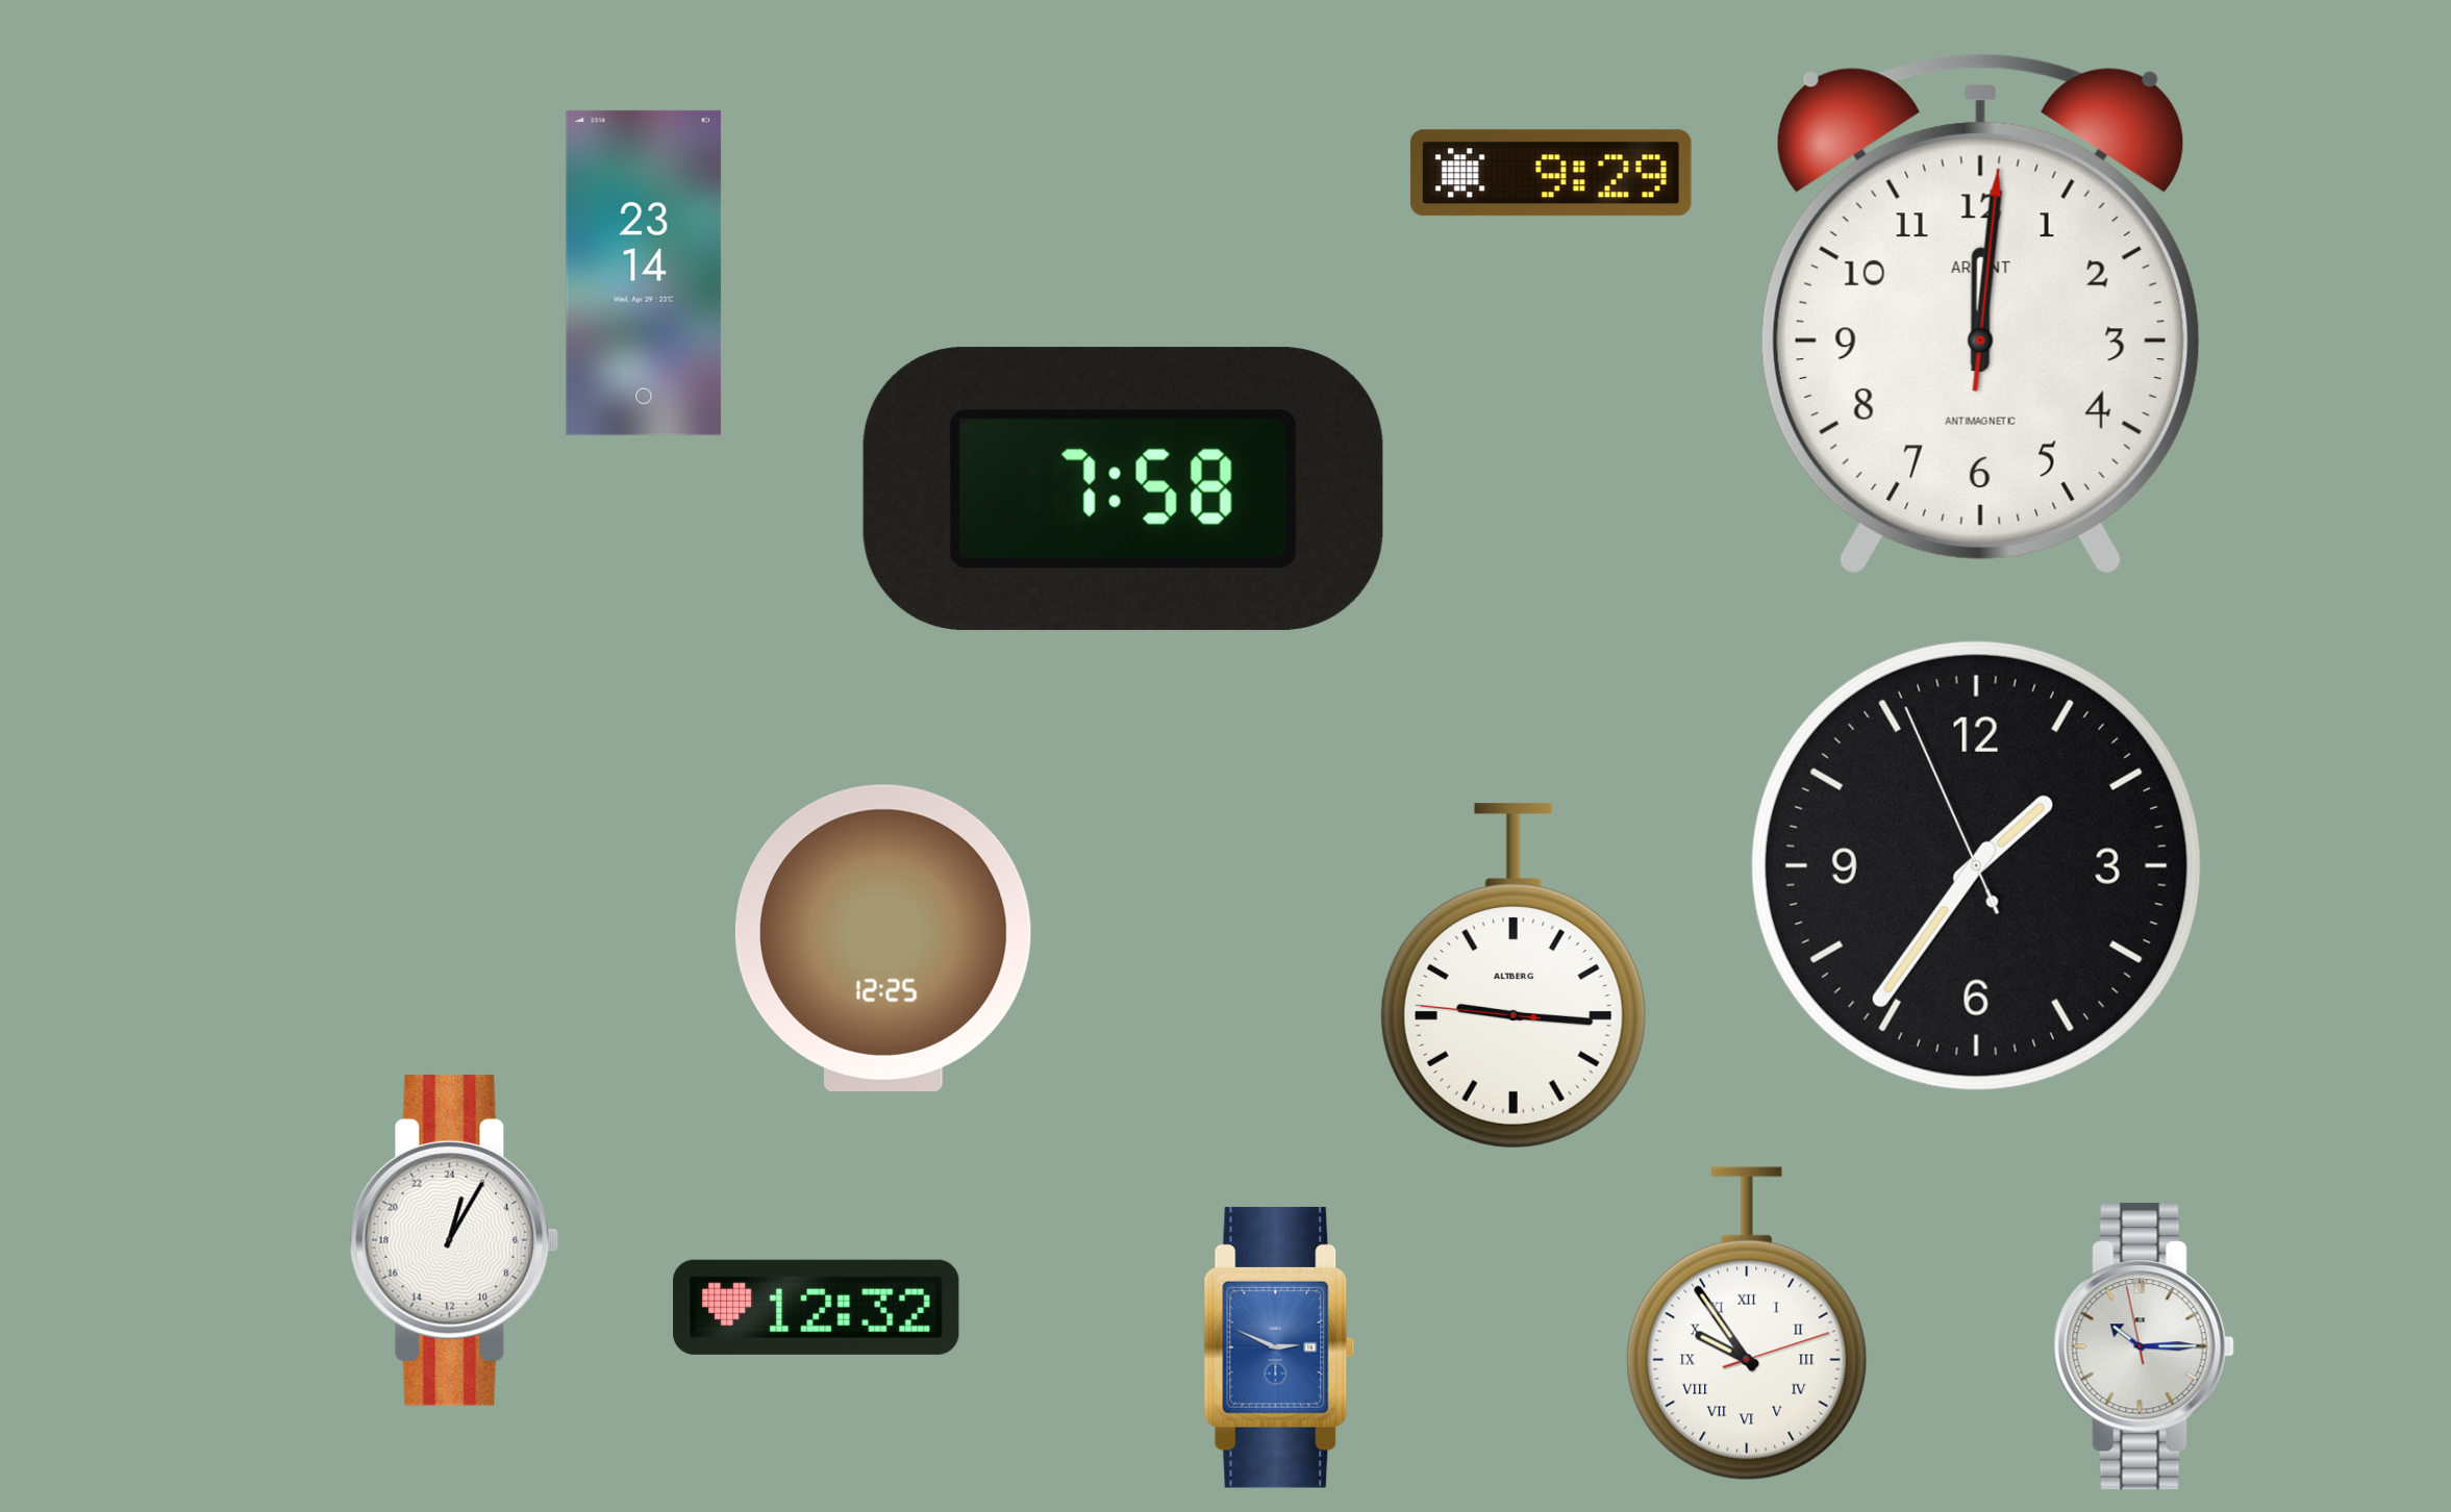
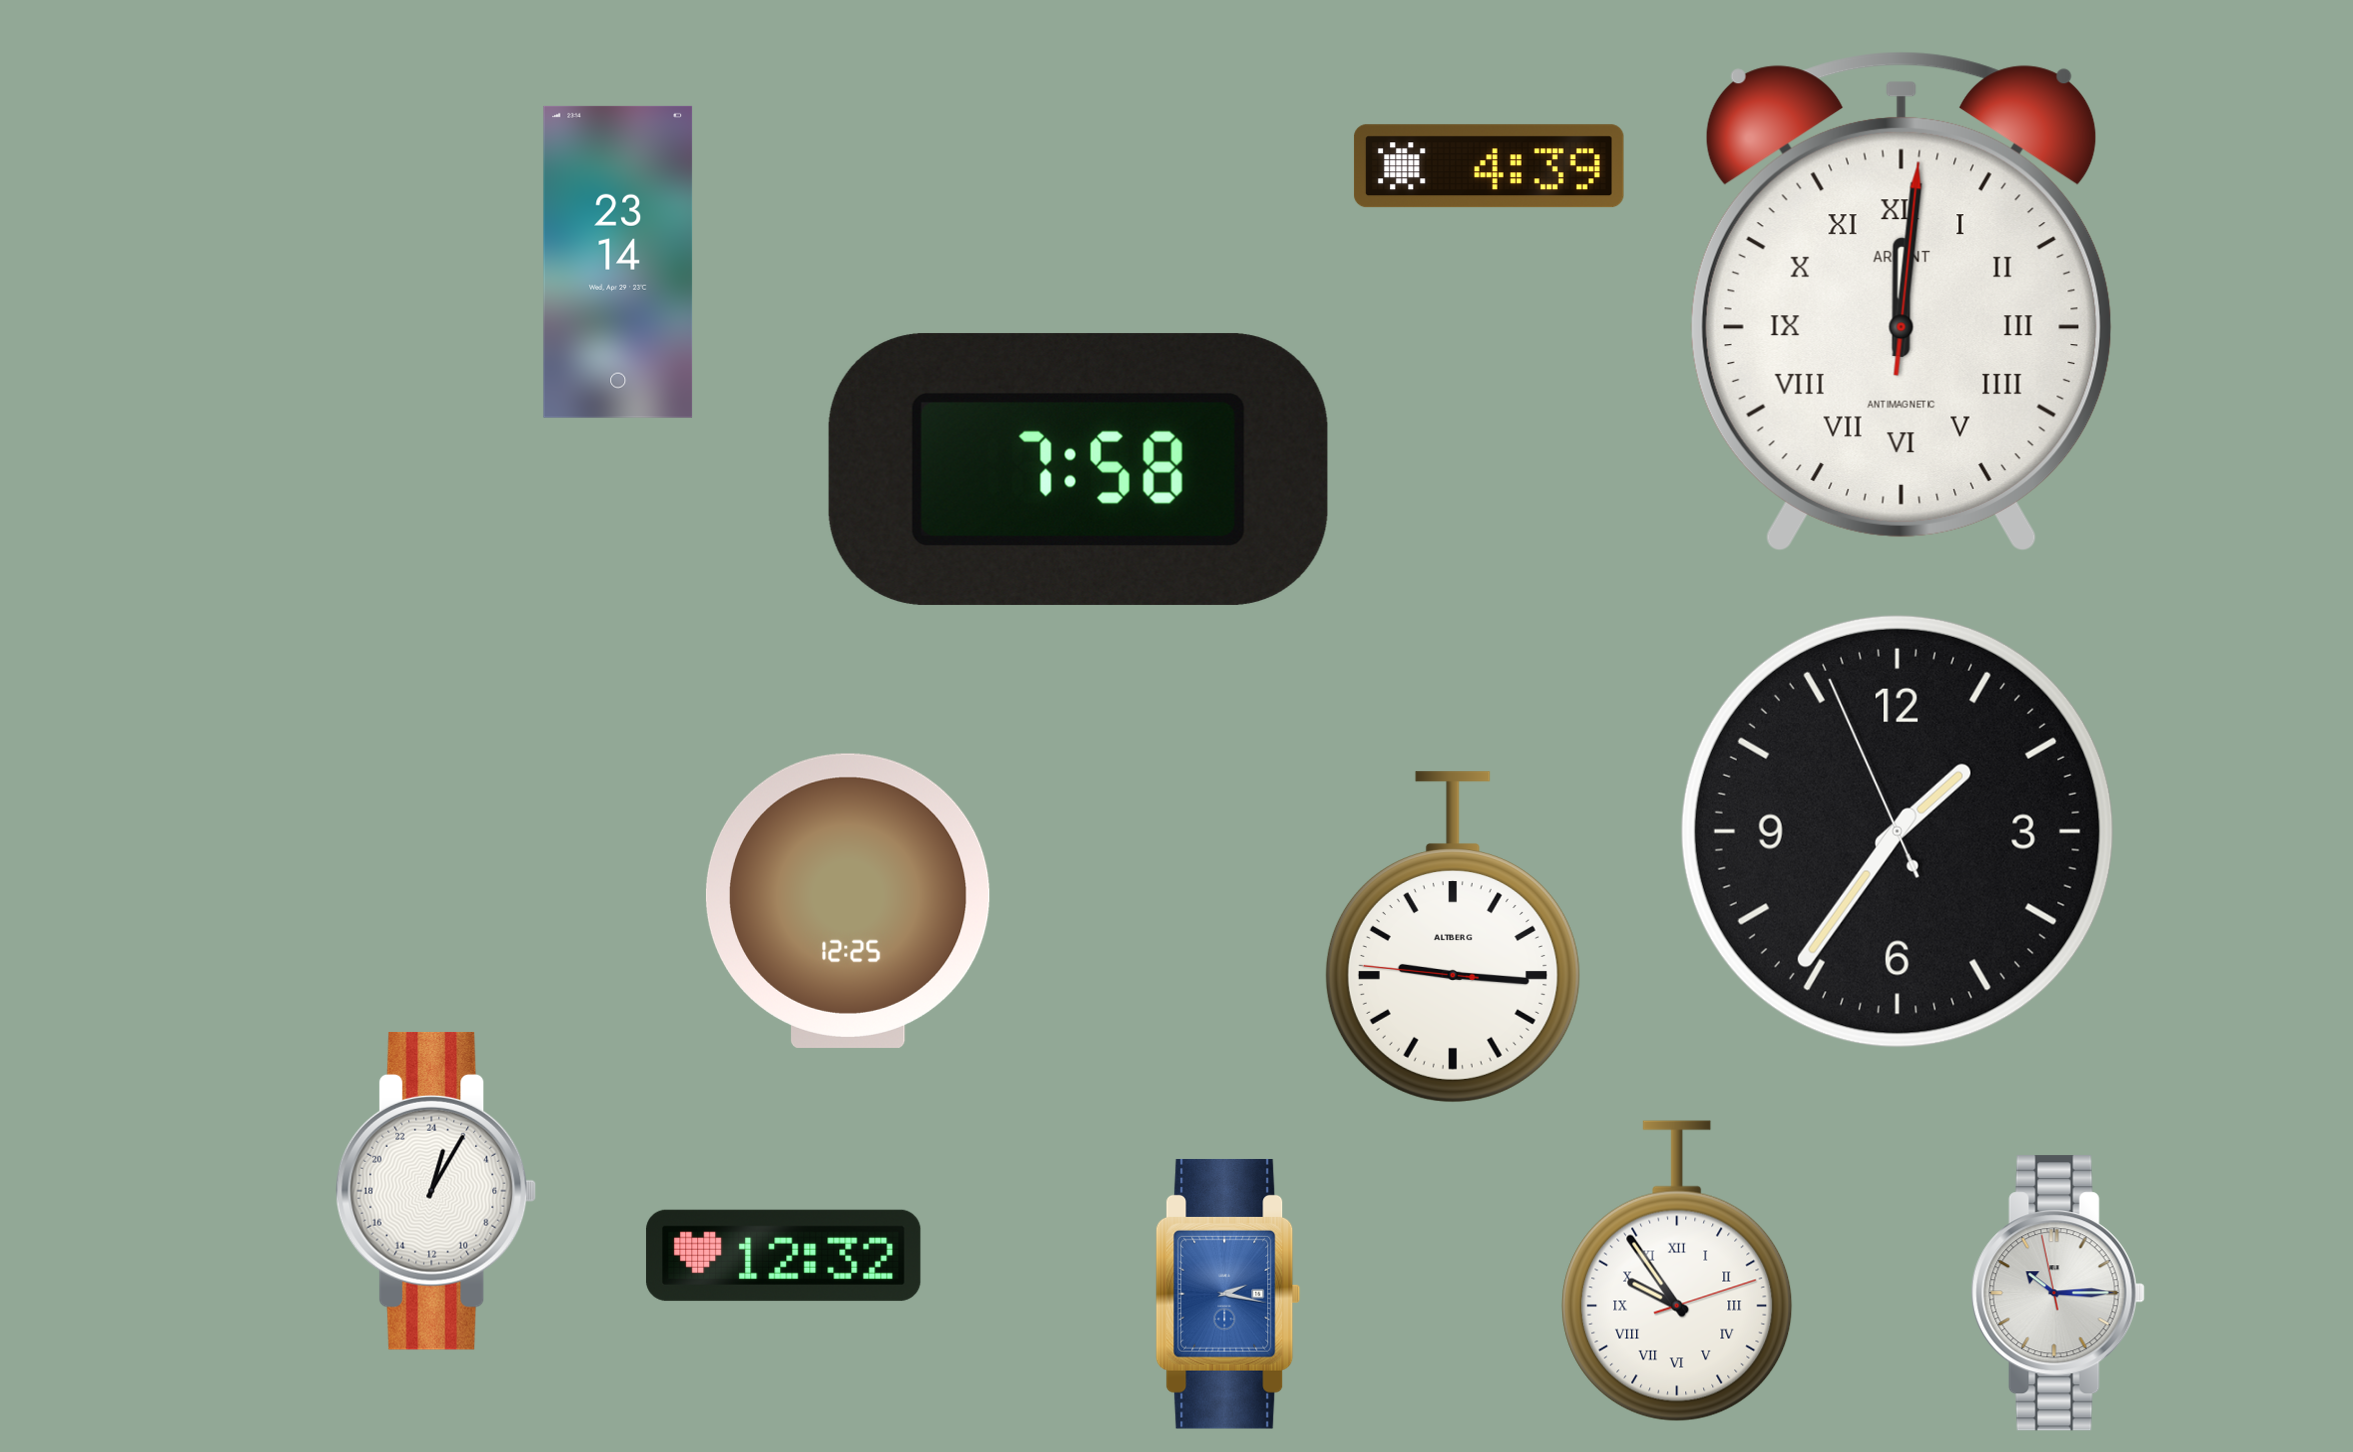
clock at (1551, 173): 9:29 -> 4:39
clock at (1980, 313) numerals: Arabic -> Roman
clock at (1279, 1347): 2:49 -> 2:17
